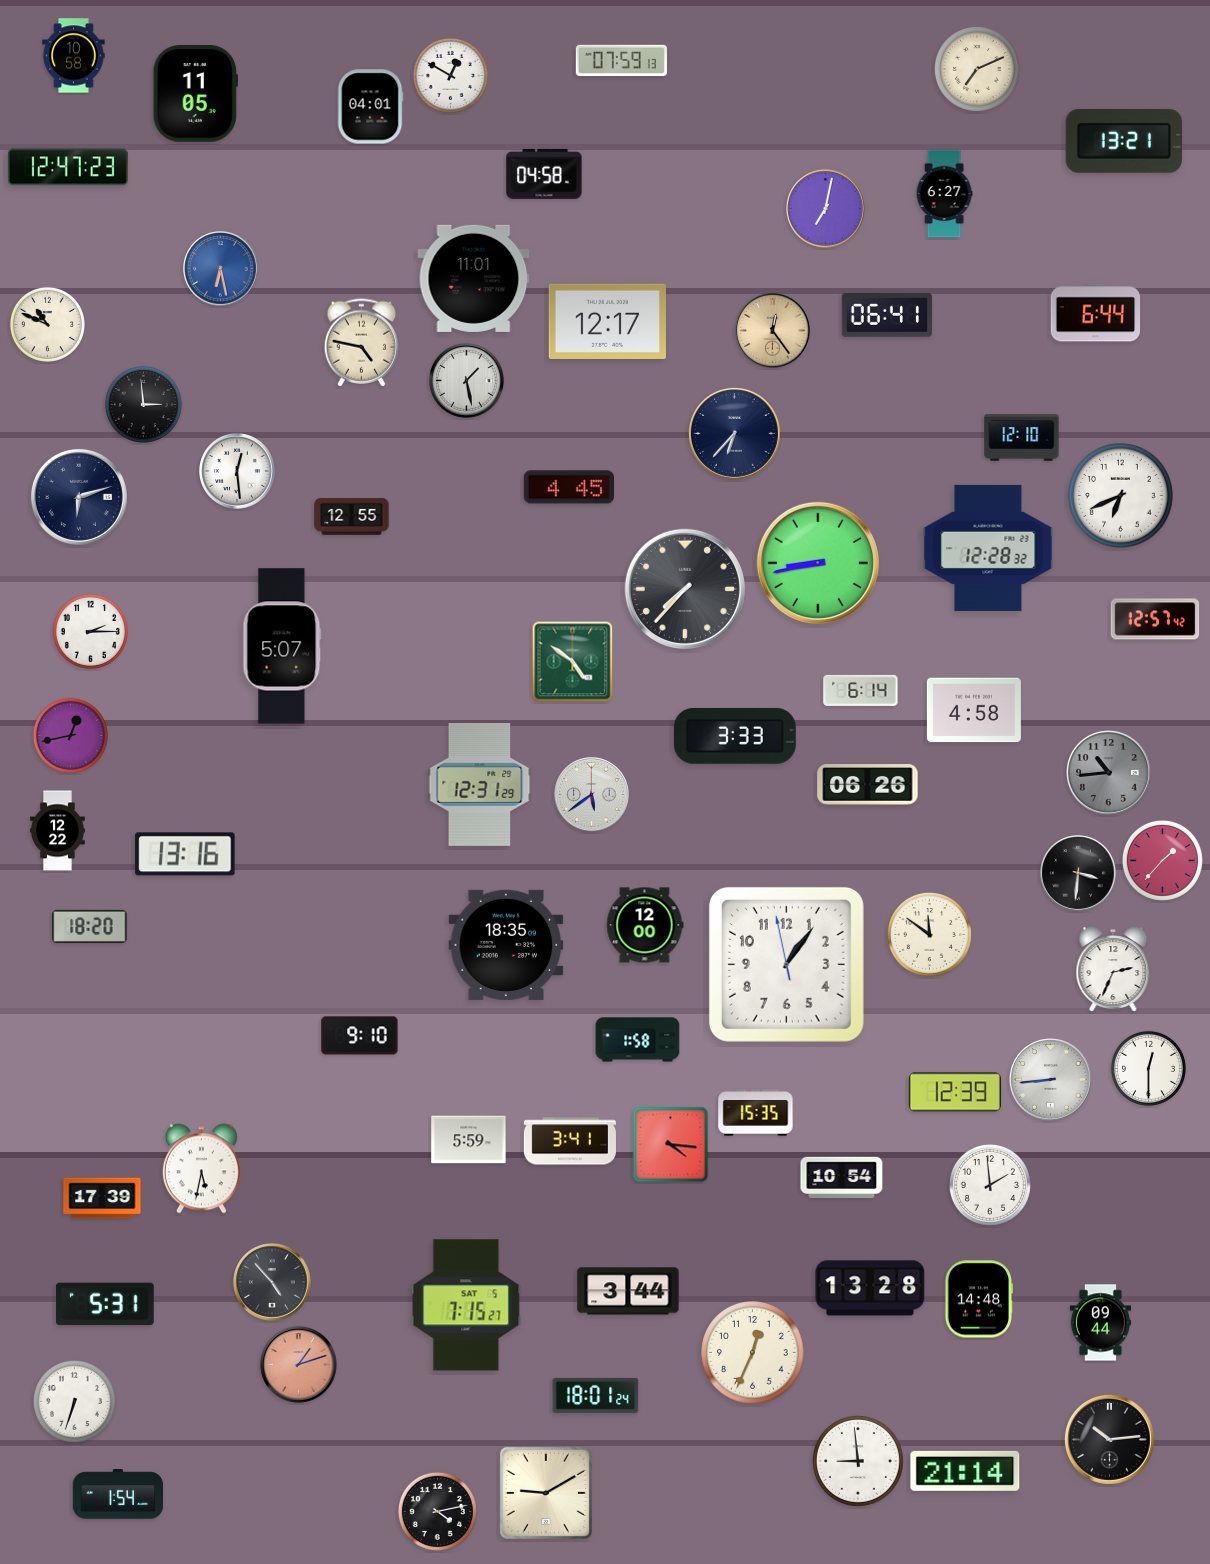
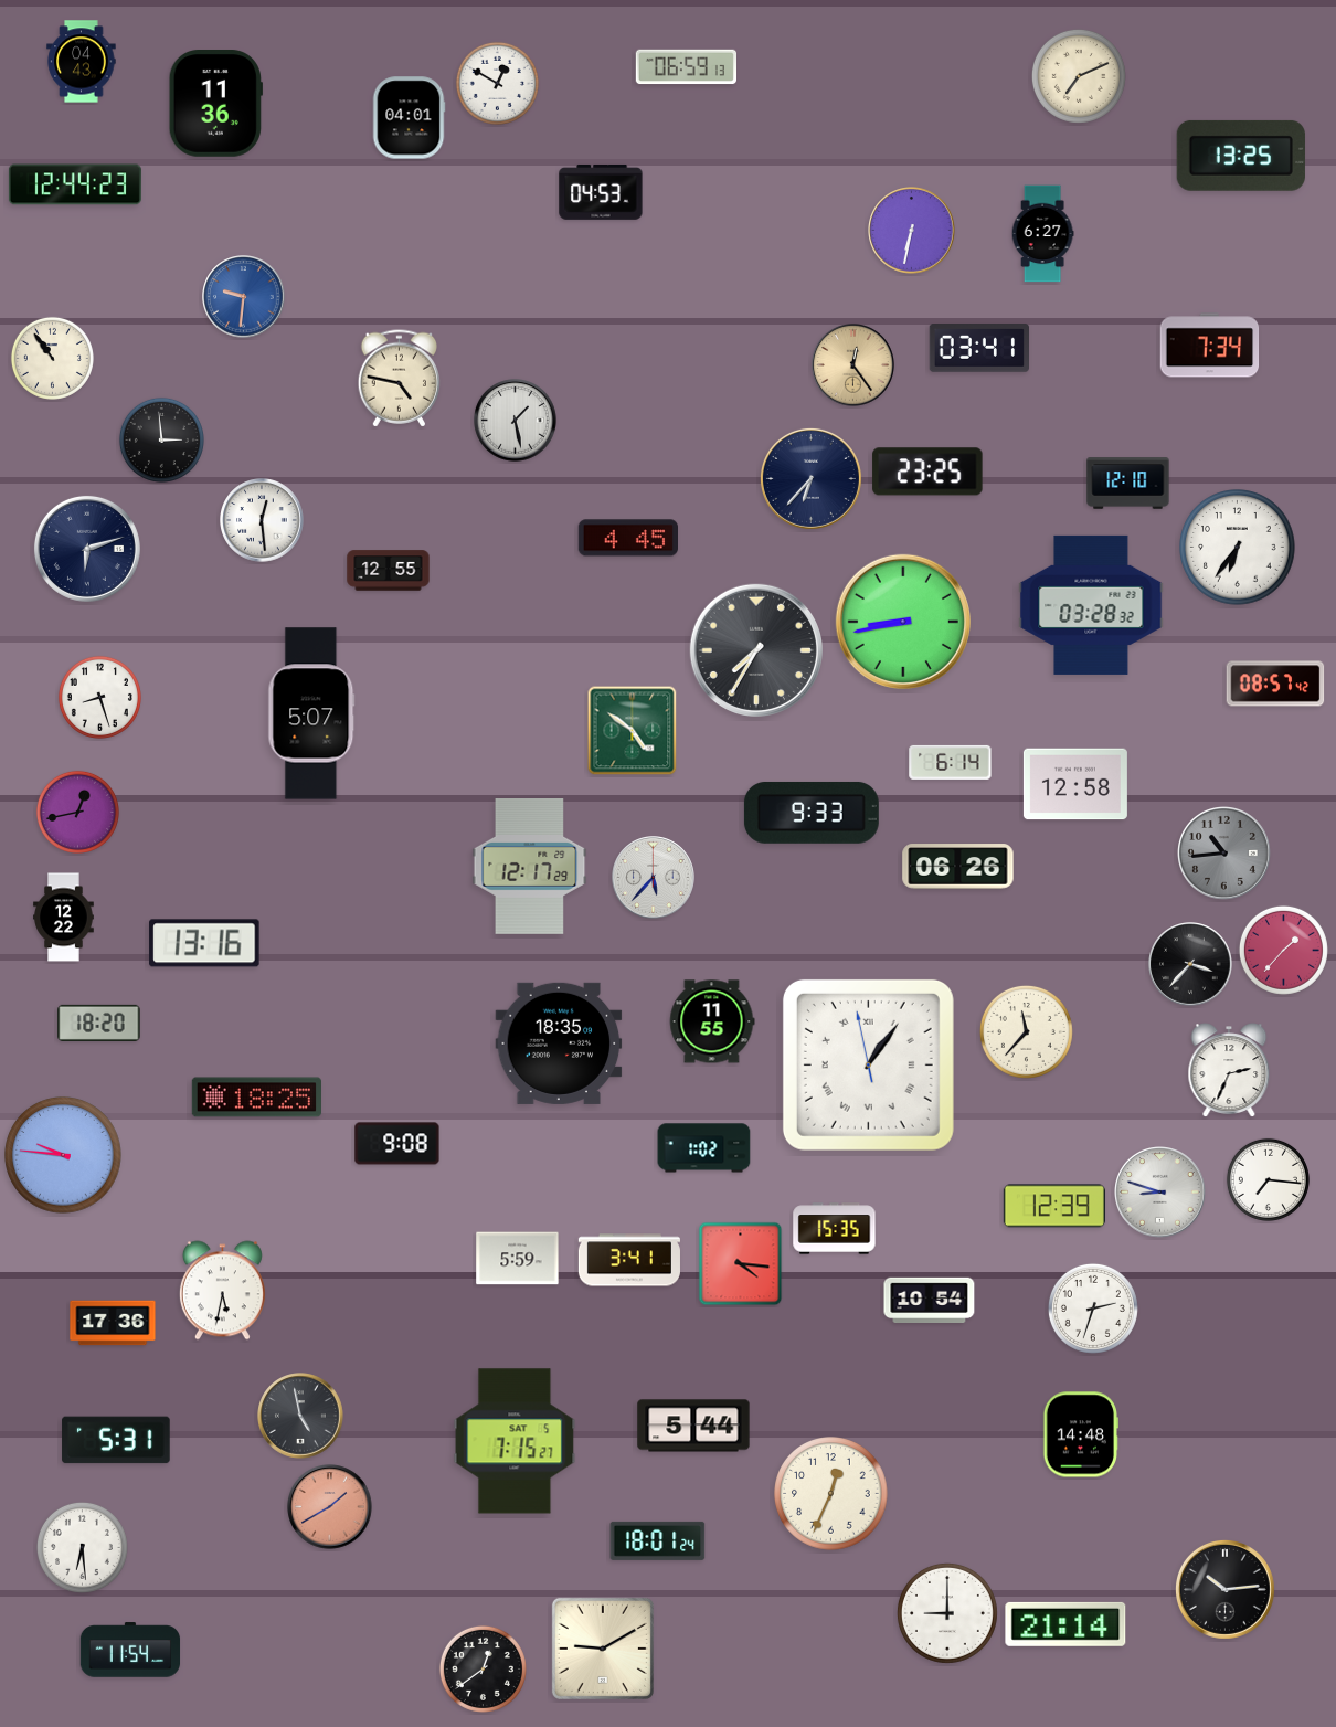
clock at (74, 56): 10:58 -> 04:43
clock at (621, 61): 07:59 -> 06:59
clock at (195, 94): 11:05 -> 11:36
clock at (1124, 141): 13:21 -> 13:25
clock at (68, 167): 12:47 -> 12:44
clock at (544, 174): 04:58 -> 04:53
clock at (944, 194) position: (944, 194) -> (1042, 234)
clock at (826, 209): 7:02 -> 6:32
clock at (221, 269): 6:28 -> 9:31
clock at (474, 278): 11:01 -> none
clock at (1096, 313): 6:44 -> 7:34
clock at (886, 316): 06:41 -> 03:41
clock at (607, 321): 12:17 -> none
clock at (47, 324): 10:49 -> 10:54
clock at (143, 404) position: (143, 404) -> (161, 439)
clock at (927, 472): none -> 23:25
clock at (1121, 496): 6:41 -> 6:36
clock at (988, 548): 12:28 -> 03:28
clock at (685, 589): 7:37 -> 7:35
clock at (1155, 619): 12:57 -> 08:57
clock at (90, 631): 2:15 -> 8:27
clock at (974, 710): 4:58 -> 12:58
clock at (735, 736): 3:33 -> 9:33
clock at (480, 785): 12:31 -> 12:17
clock at (592, 795): 5:39 -> 5:37
clock at (1078, 873): 3:31 -> 3:37
clock at (645, 925): 12:00 -> 11:55
clock at (929, 934): 11:51 -> 11:37
clock at (786, 964) numerals: Arabic -> Roman
clock at (256, 1098): none -> 18:25
clock at (360, 1036): 9:10 -> 9:08
clock at (638, 1040): 1:58 -> 1:02
clock at (63, 1155): none -> 9:46
clock at (1148, 1068): 12:30 -> 7:16
clock at (1051, 1080): 8:44 -> 8:48
clock at (990, 1185): 1:59 -> 2:33
clock at (102, 1198): 17:39 -> 17:36
clock at (272, 1282): 4:53 -> 4:58
clock at (870, 1288): 13:28 -> none
clock at (628, 1291): 3:44 -> 5:44
clock at (1100, 1323): 09:44 -> none
clock at (299, 1365): 1:12 -> 1:40
clock at (74, 1401): 6:33 -> 6:29
clock at (858, 1461): 8:59 -> 9:00
clock at (118, 1494): 1:54 -> 11:54
clock at (437, 1511): 4:13 -> 12:39
